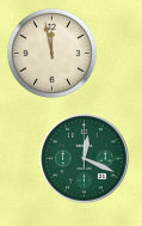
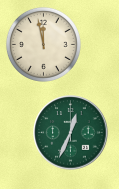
clock at (85, 159): 12:19 -> 12:34
